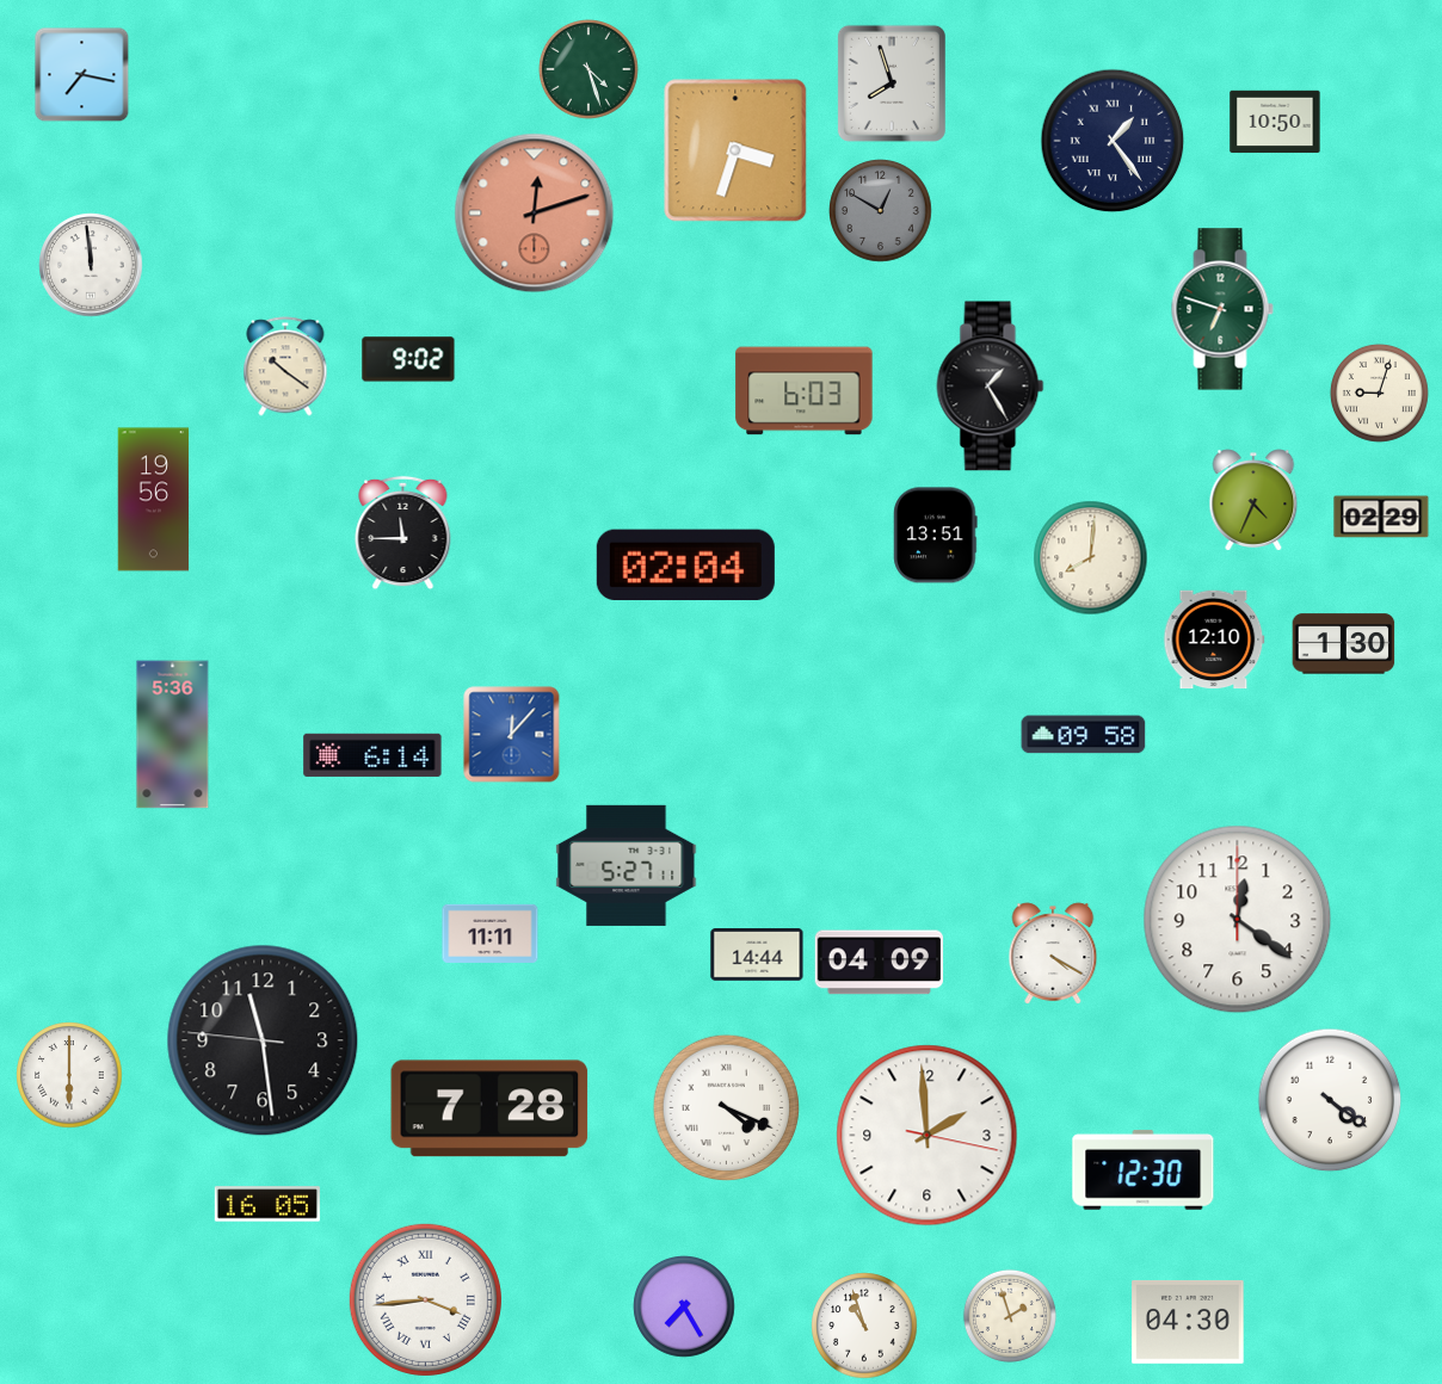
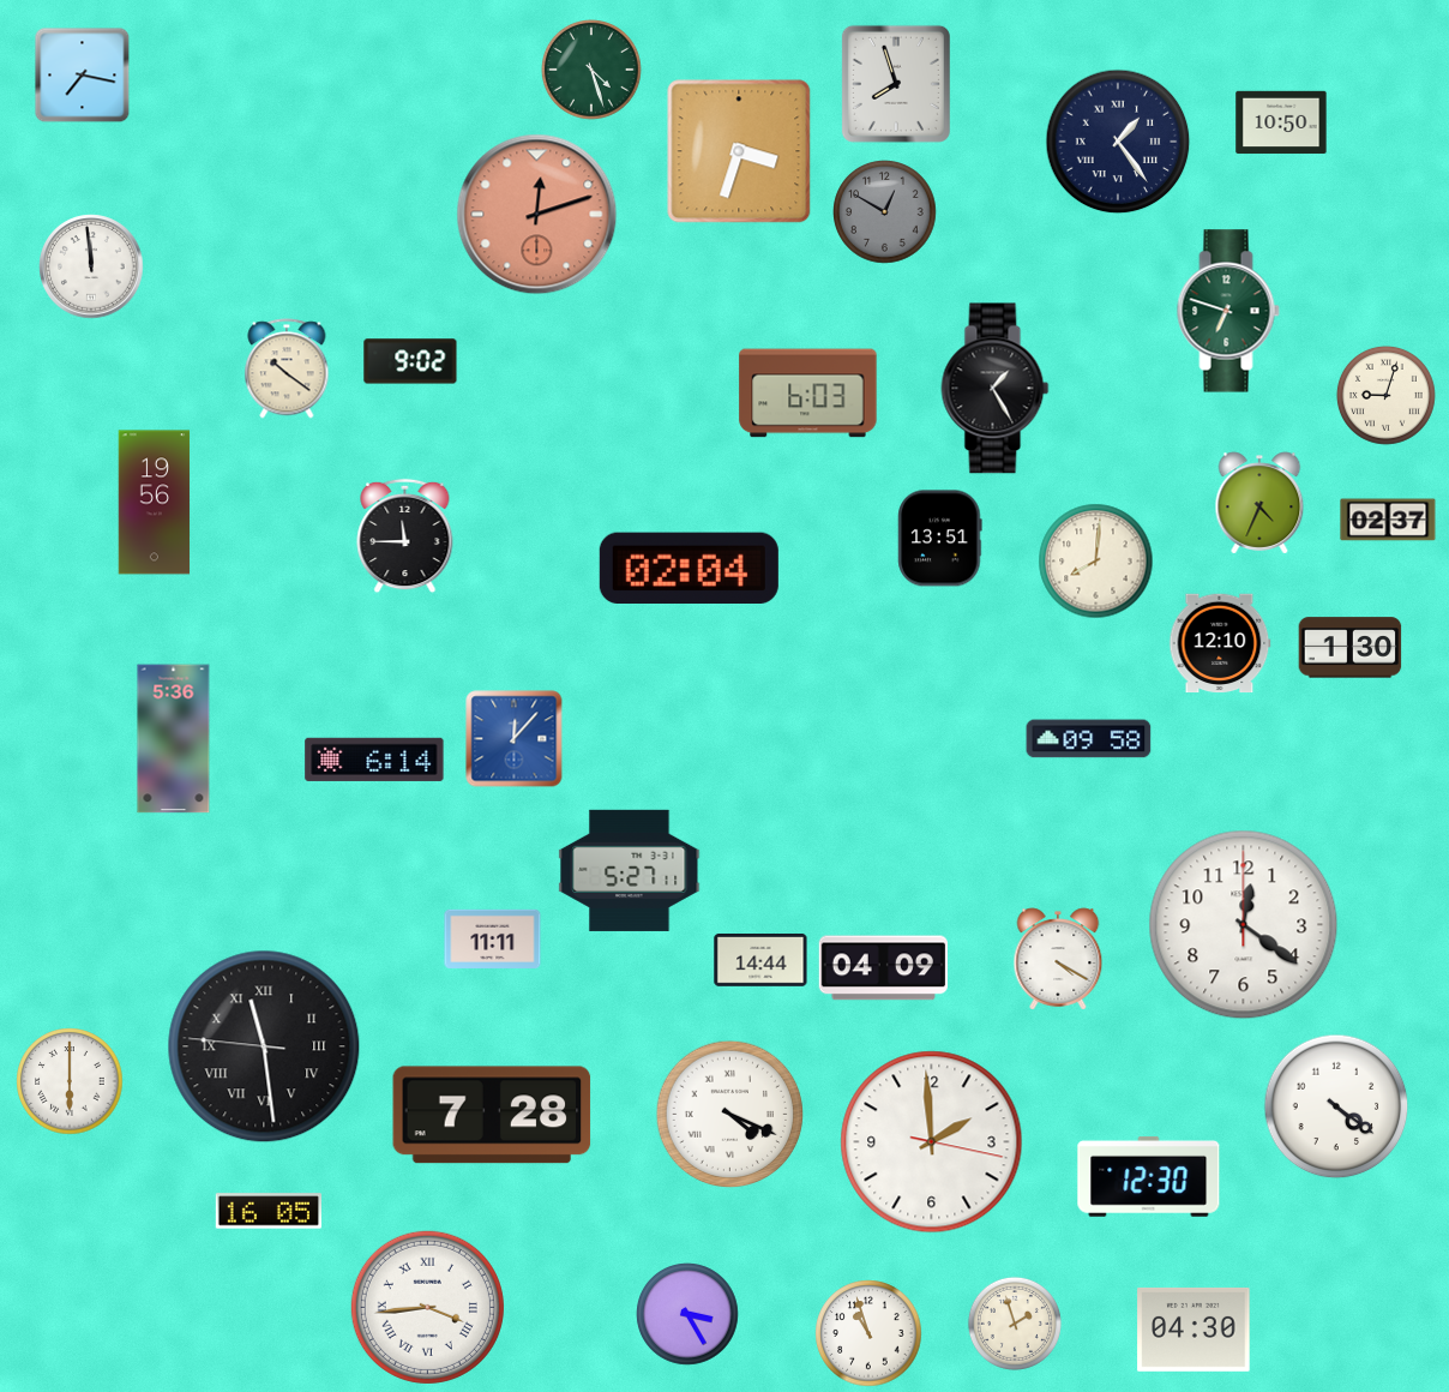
clock at (1381, 517): 02:29 -> 02:37
clock at (263, 1040) numerals: Arabic -> Roman
clock at (684, 1306): 7:25 -> 3:25
